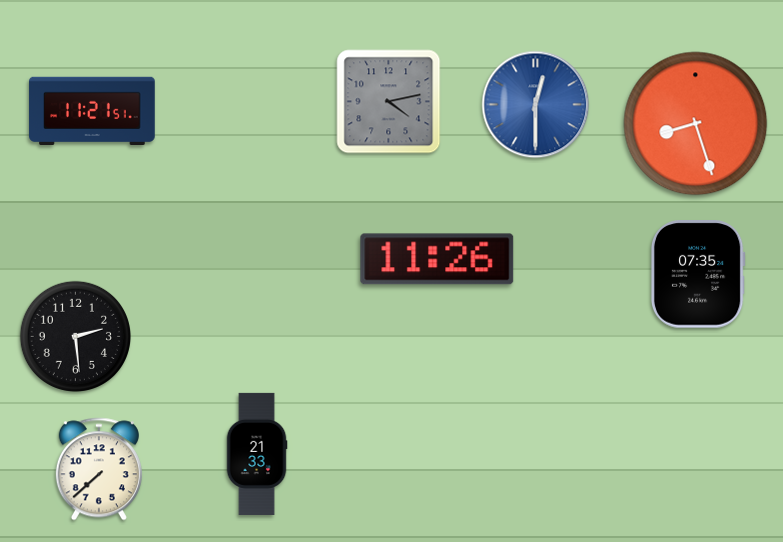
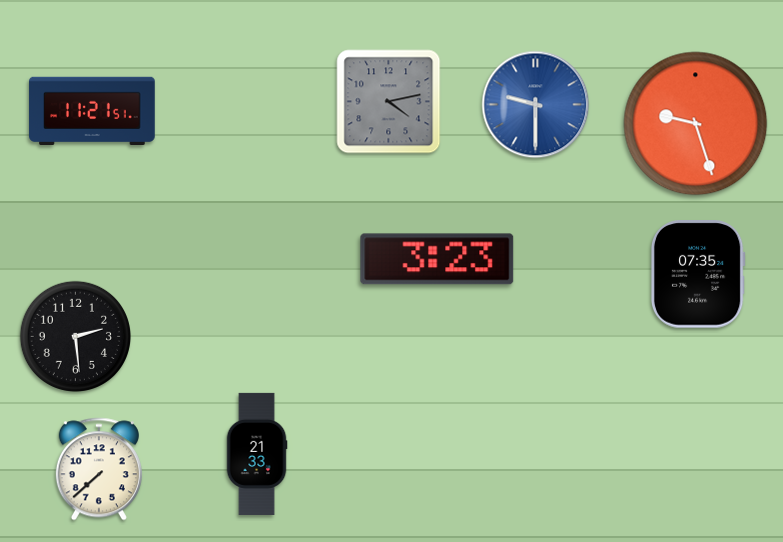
clock at (536, 105): 12:30 -> 9:30
clock at (696, 124): 8:27 -> 9:27
clock at (437, 259): 11:26 -> 3:23
